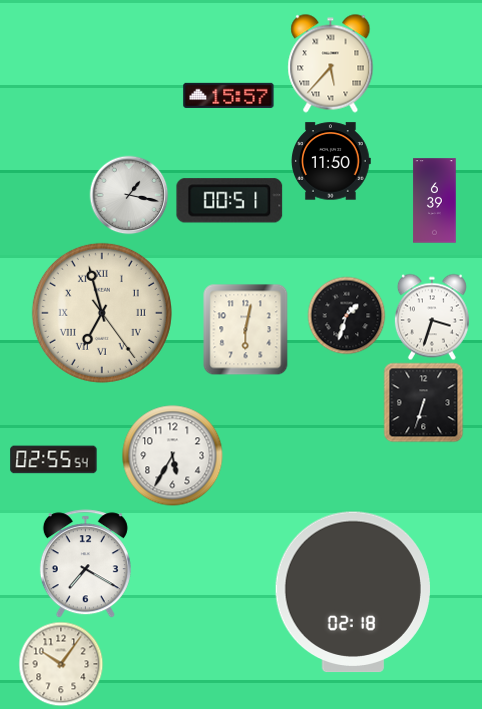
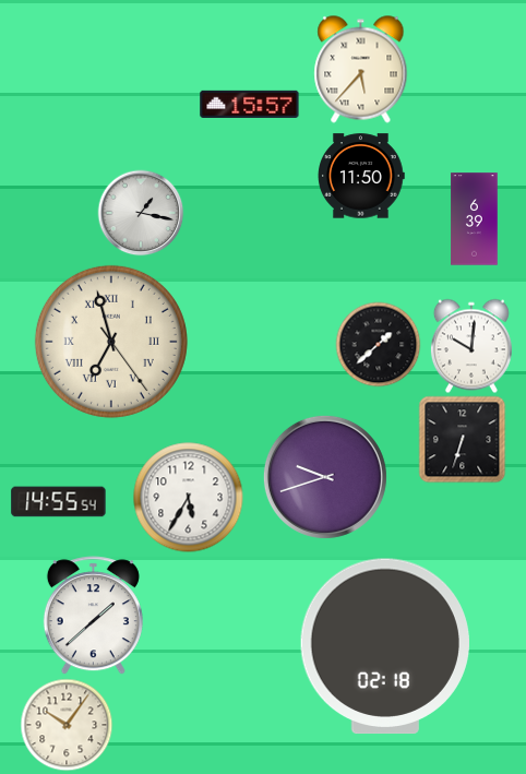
clock at (230, 201): 00:51 -> none
clock at (346, 315): 1:33 -> 1:38
clock at (432, 317): 3:33 -> 10:01
clock at (246, 329): 6:02 -> none
clock at (325, 477): none -> 9:42
clock at (54, 460): 02:55 -> 14:55
clock at (85, 564): 7:20 -> 1:38
